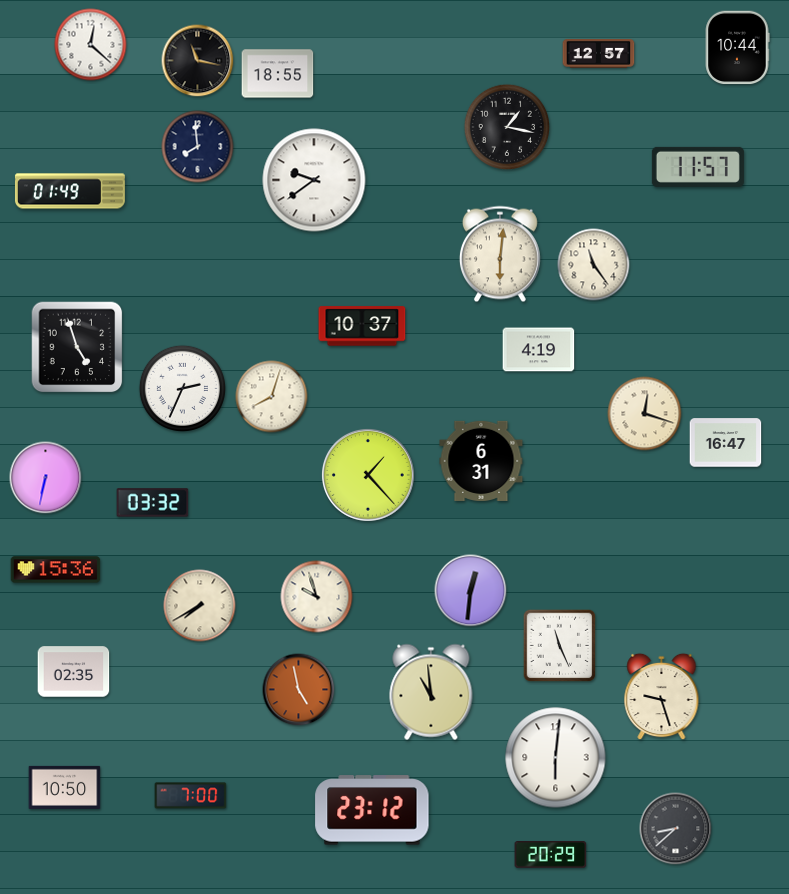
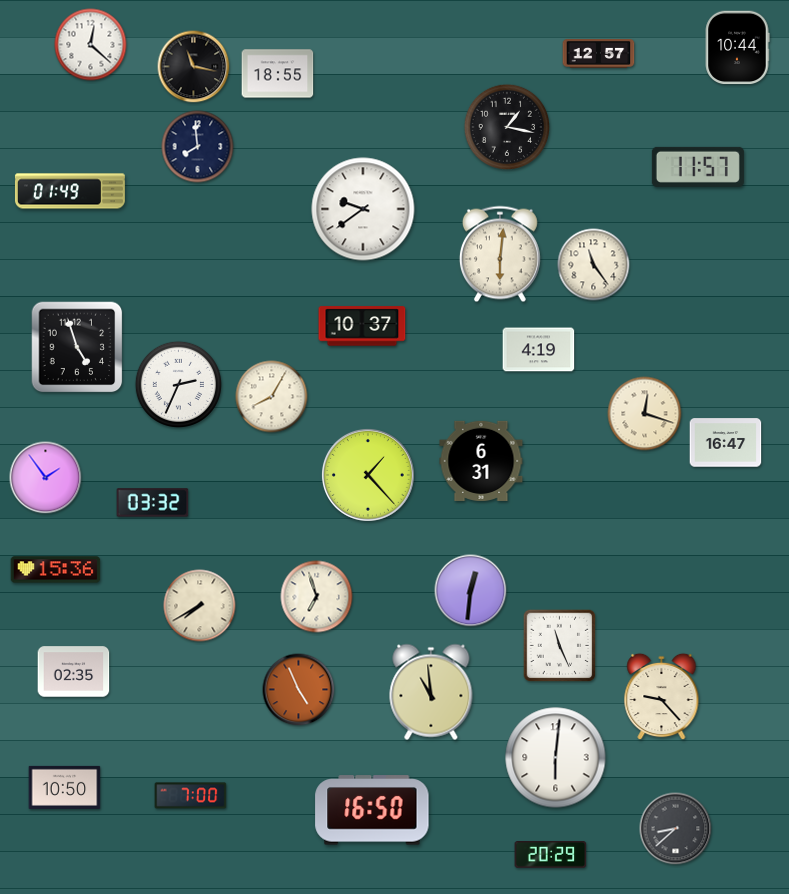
clock at (198, 61) position: (198, 61) -> (194, 67)
clock at (314, 180) position: (314, 180) -> (363, 209)
clock at (182, 388) position: (182, 388) -> (178, 384)
clock at (272, 397): 8:03 -> 8:05
clock at (46, 478): 6:32 -> 1:54
clock at (317, 597): 9:57 -> 6:57
clock at (299, 690): 4:58 -> 4:56
clock at (662, 697): 9:27 -> 9:23
clock at (372, 810): 23:12 -> 16:50
